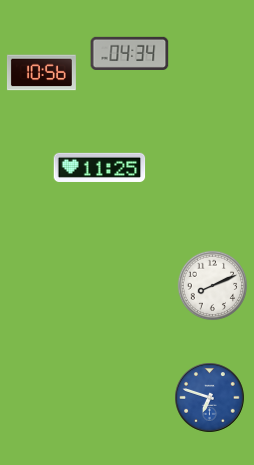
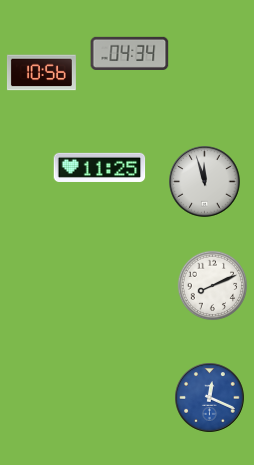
clock at (205, 182): none -> 11:57
clock at (210, 398): 6:48 -> 12:19
